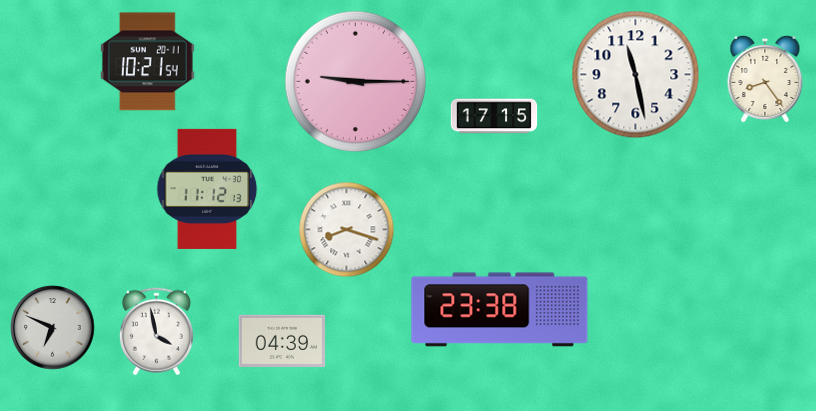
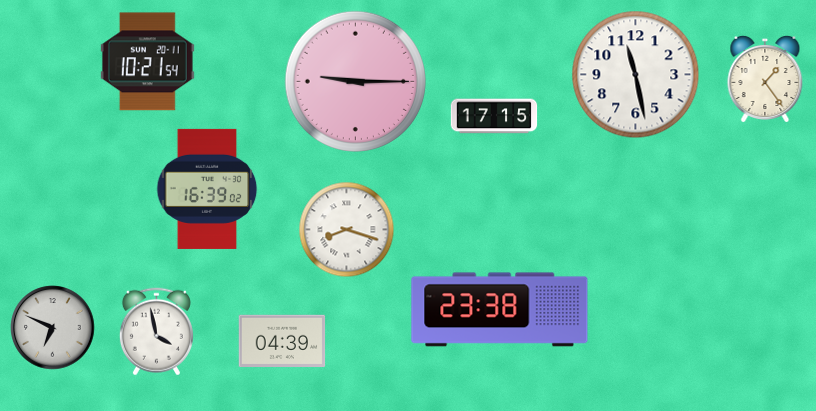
clock at (765, 79): 8:24 -> 1:24
clock at (207, 189): 11:12 -> 16:39
